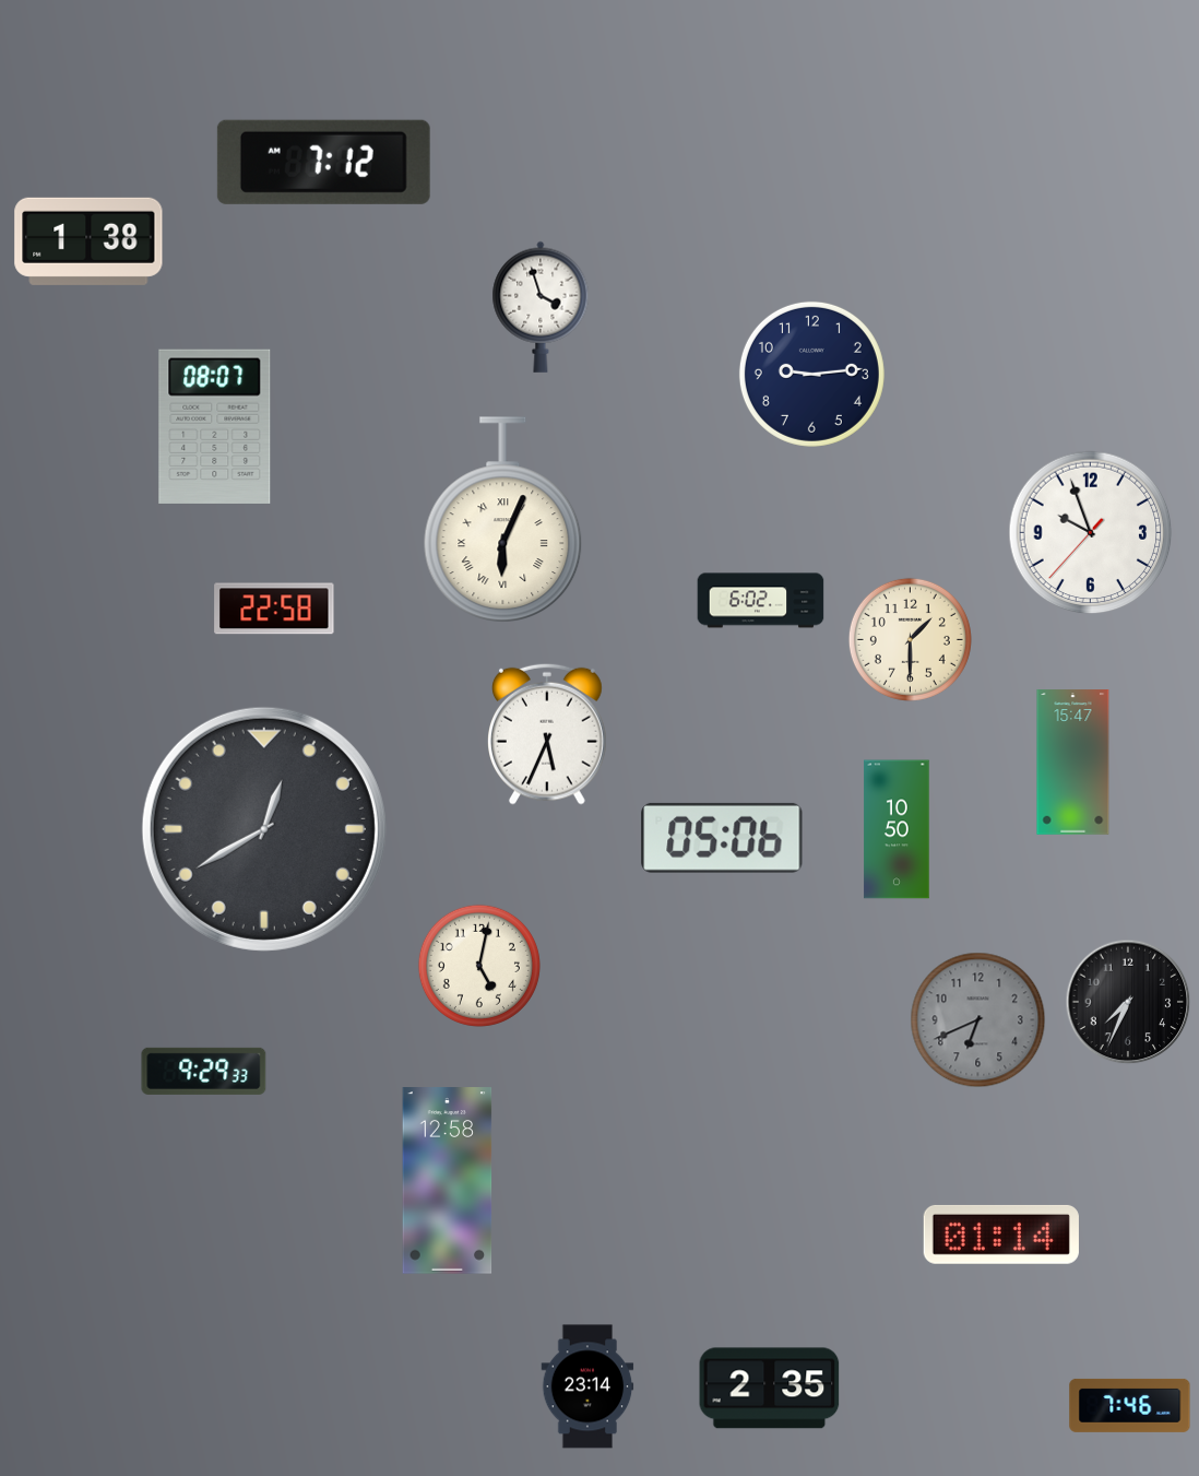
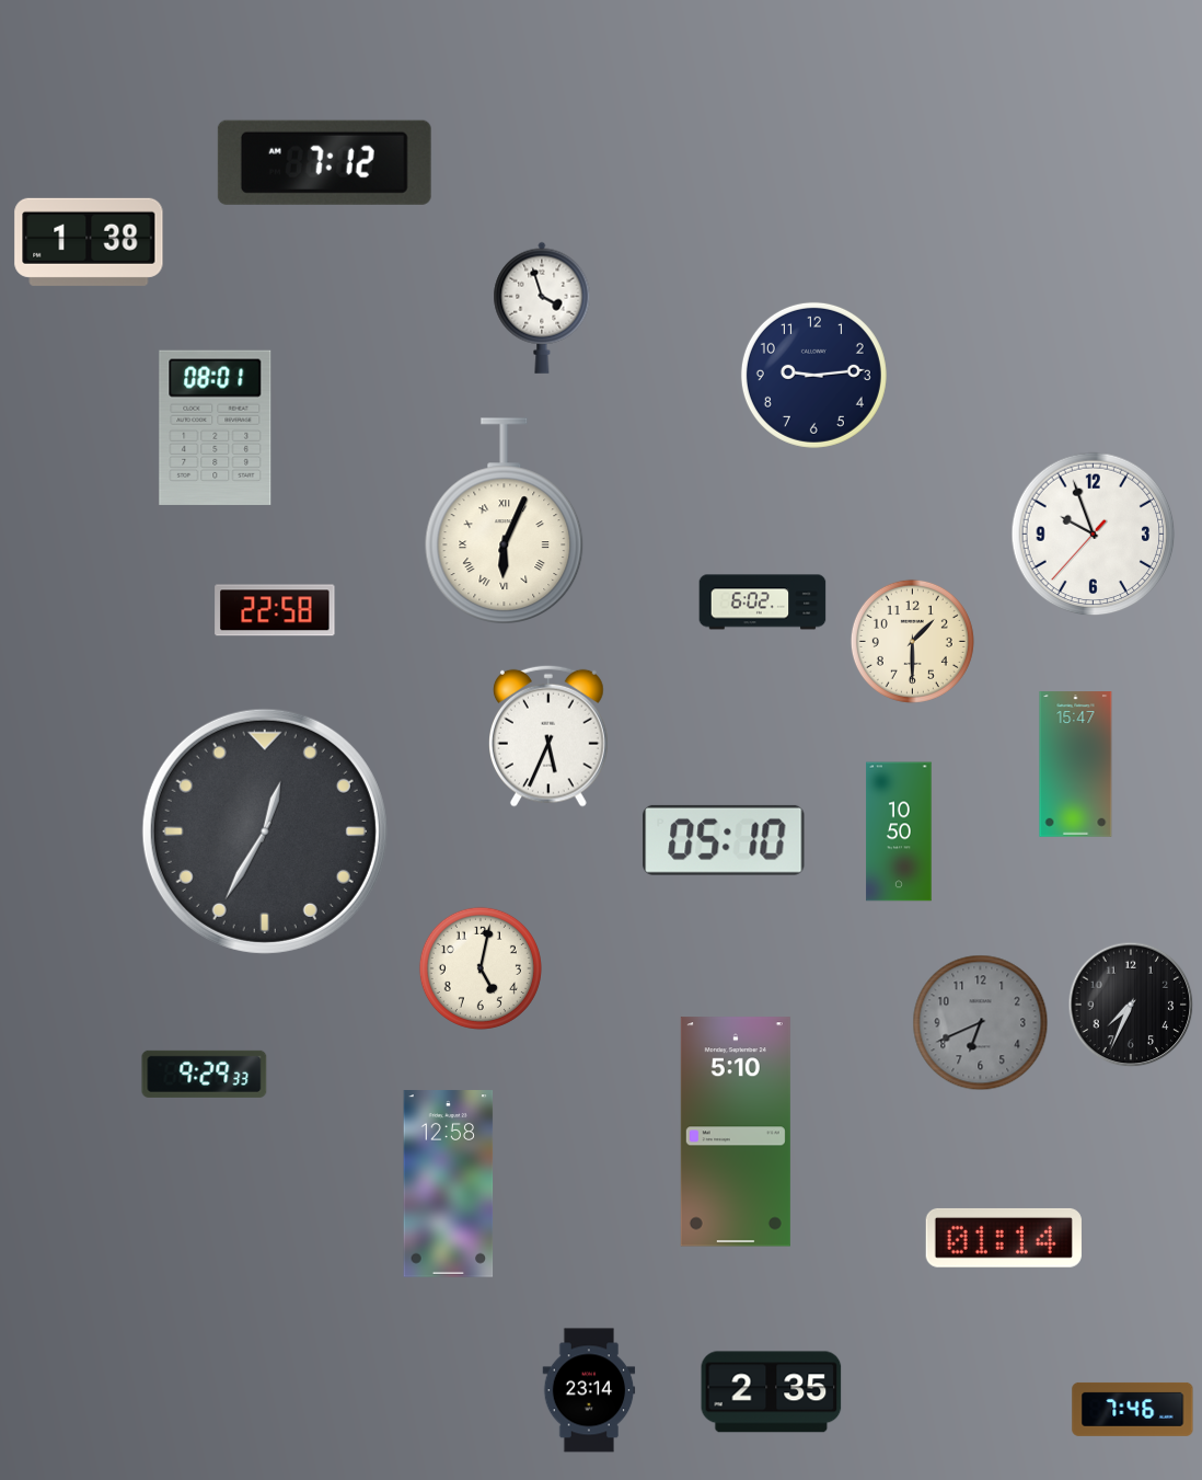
clock at (215, 426): 08:07 -> 08:01
clock at (264, 829): 12:40 -> 12:35
clock at (722, 838): 05:06 -> 05:10
clock at (736, 1132): none -> 5:10
